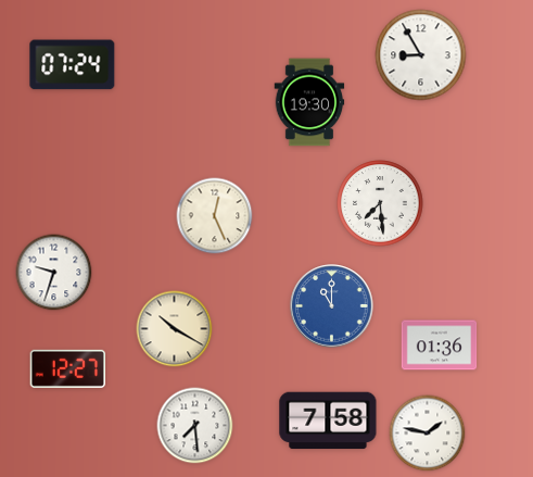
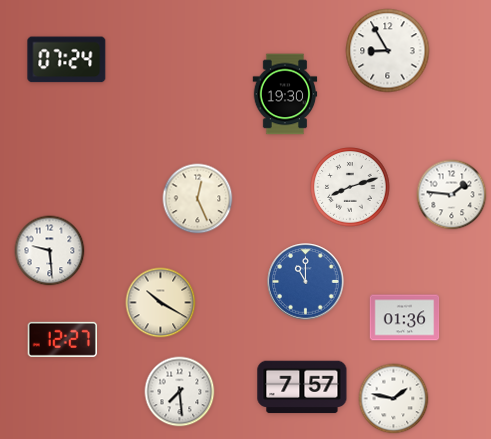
clock at (380, 203): 7:29 -> 8:12
clock at (452, 195): none -> 1:46
clock at (54, 273): 9:33 -> 9:29
clock at (328, 420): 7:58 -> 7:57
